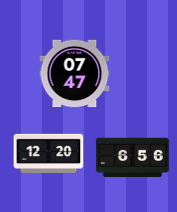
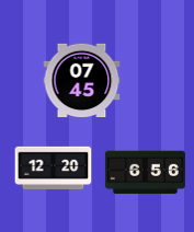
clock at (75, 74): 07:47 -> 07:45
